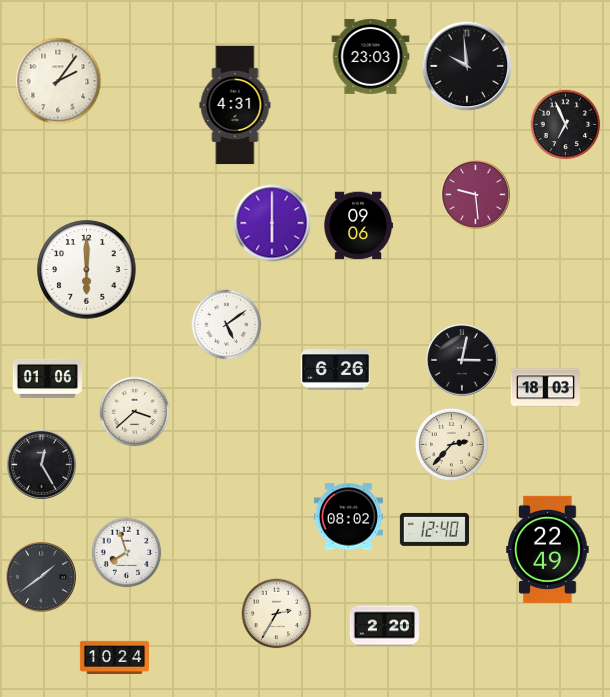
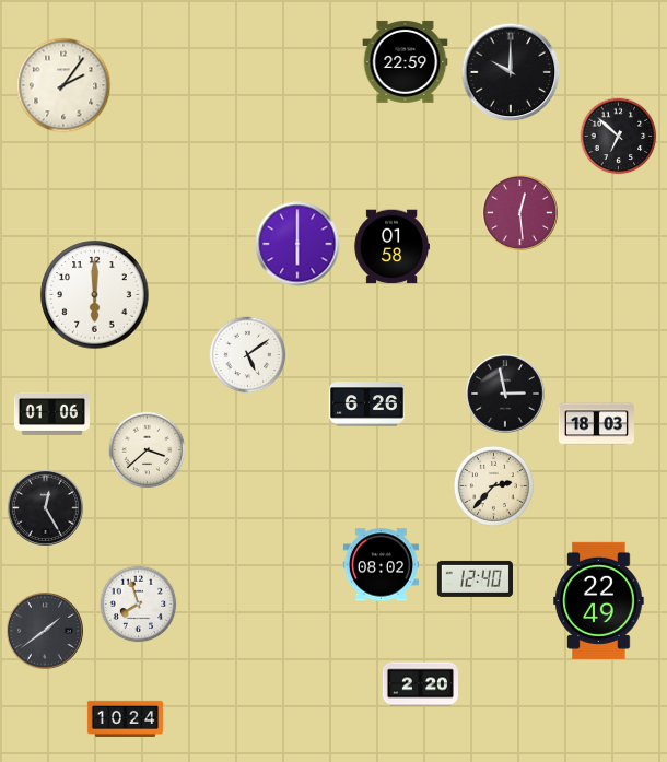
clock at (371, 56): 23:03 -> 22:59
clock at (467, 66): 9:59 -> 10:00
clock at (58, 81) position: (58, 81) -> (63, 85)
clock at (235, 105): 4:31 -> none
clock at (566, 125): 6:56 -> 6:52
clock at (475, 194): 9:29 -> 12:29
clock at (358, 226): 09:06 -> 01:58
clock at (462, 360): 3:02 -> 2:58
clock at (277, 614): 2:35 -> none
